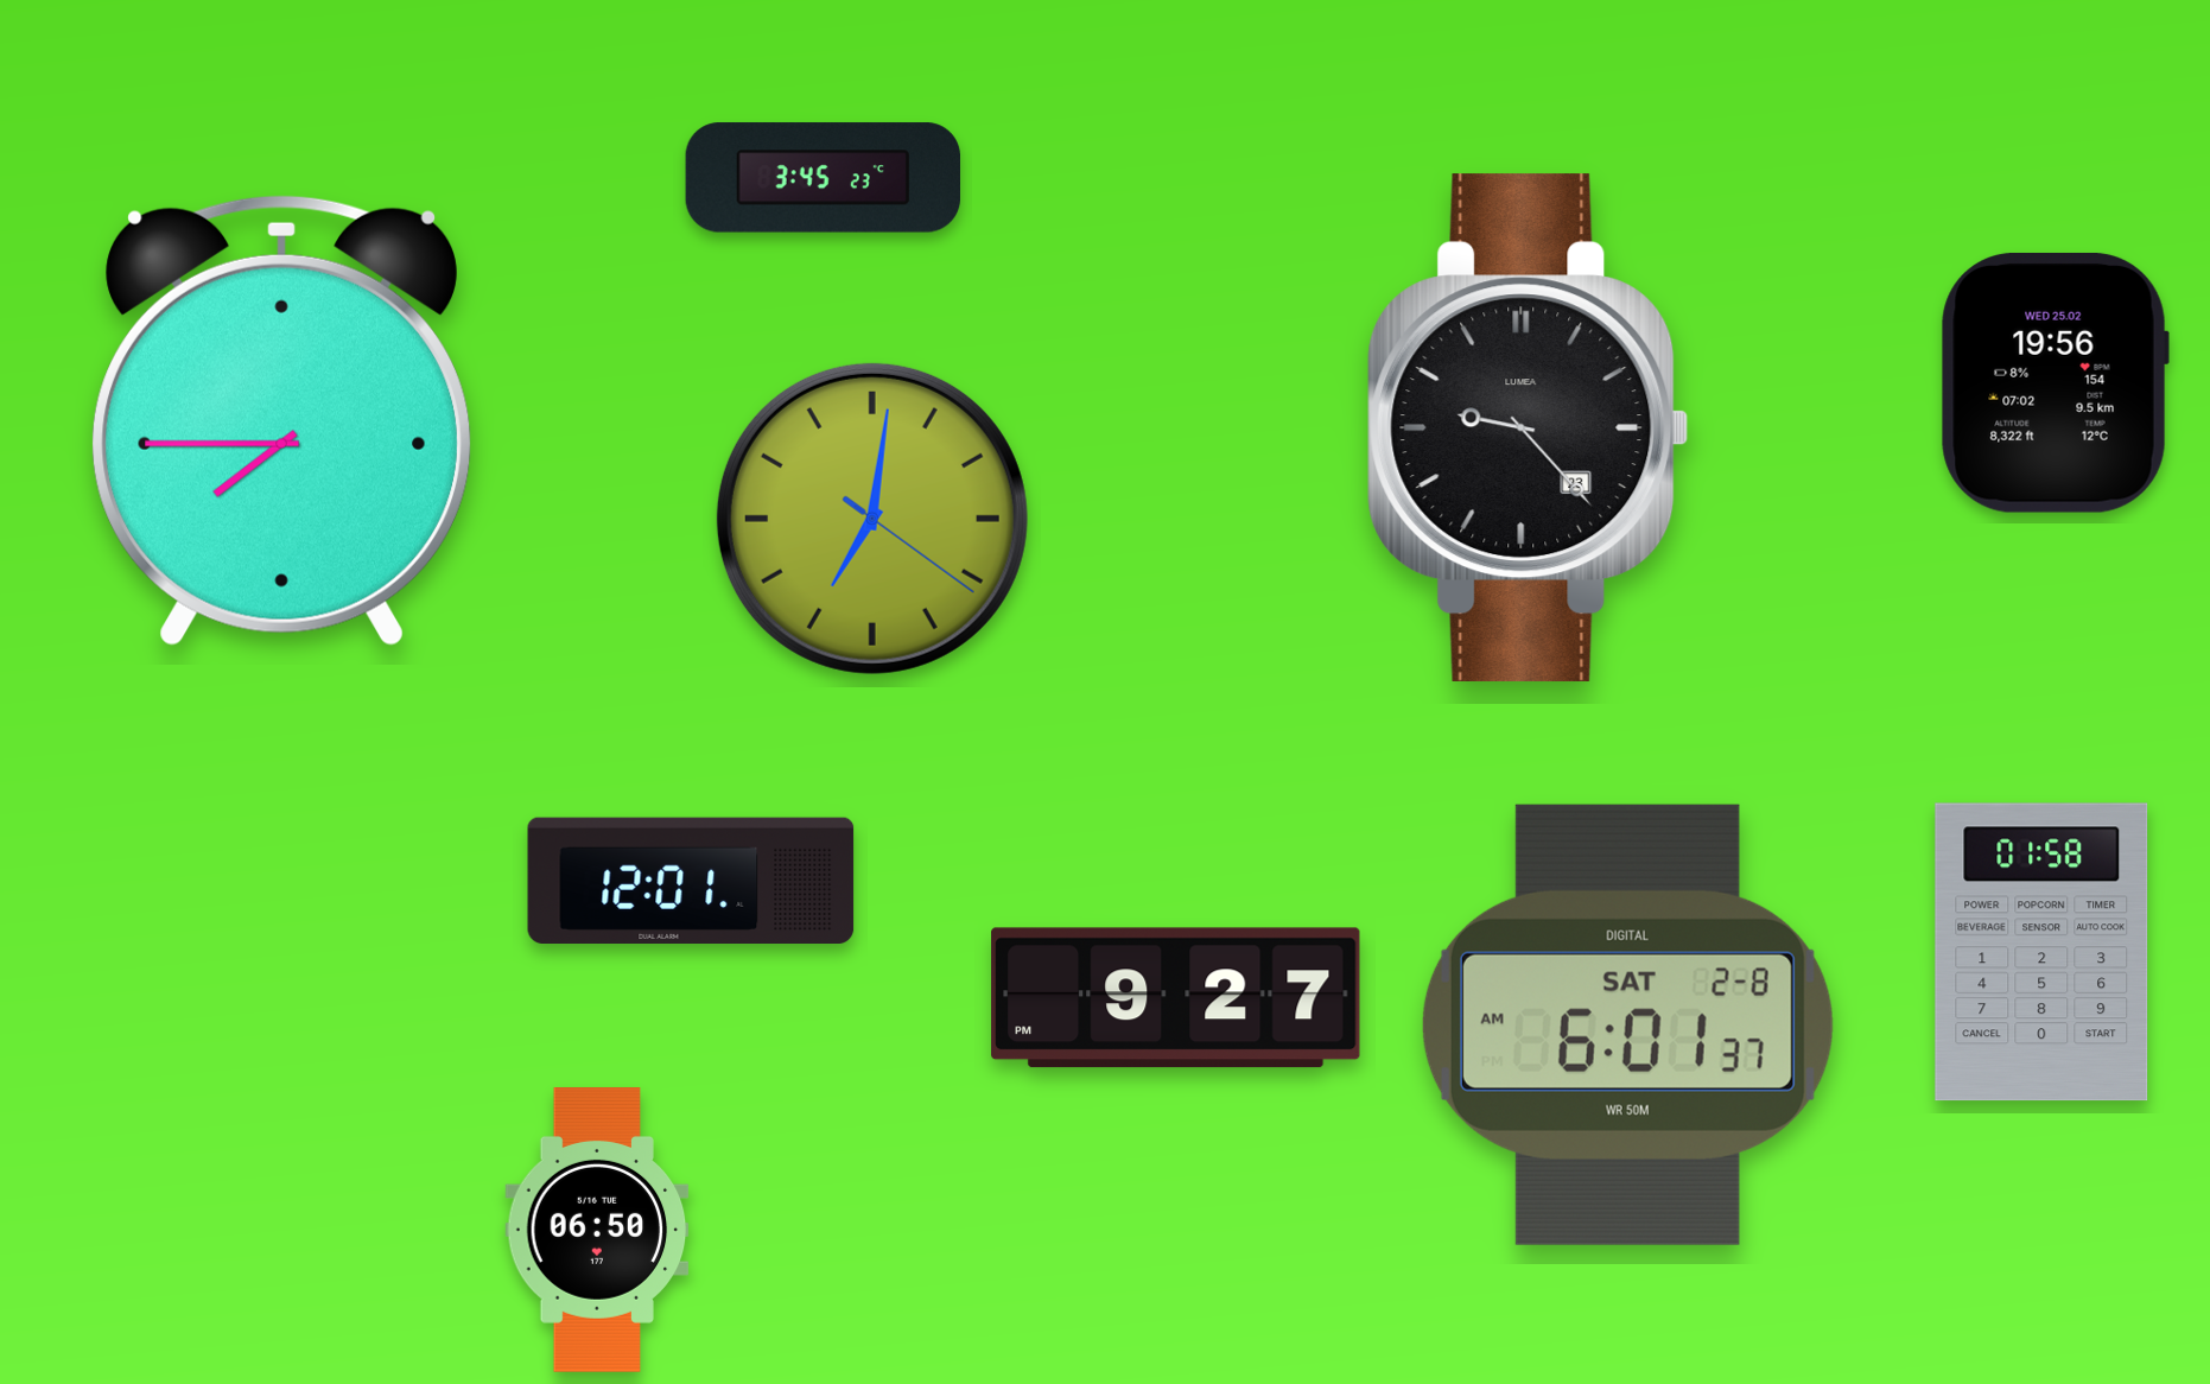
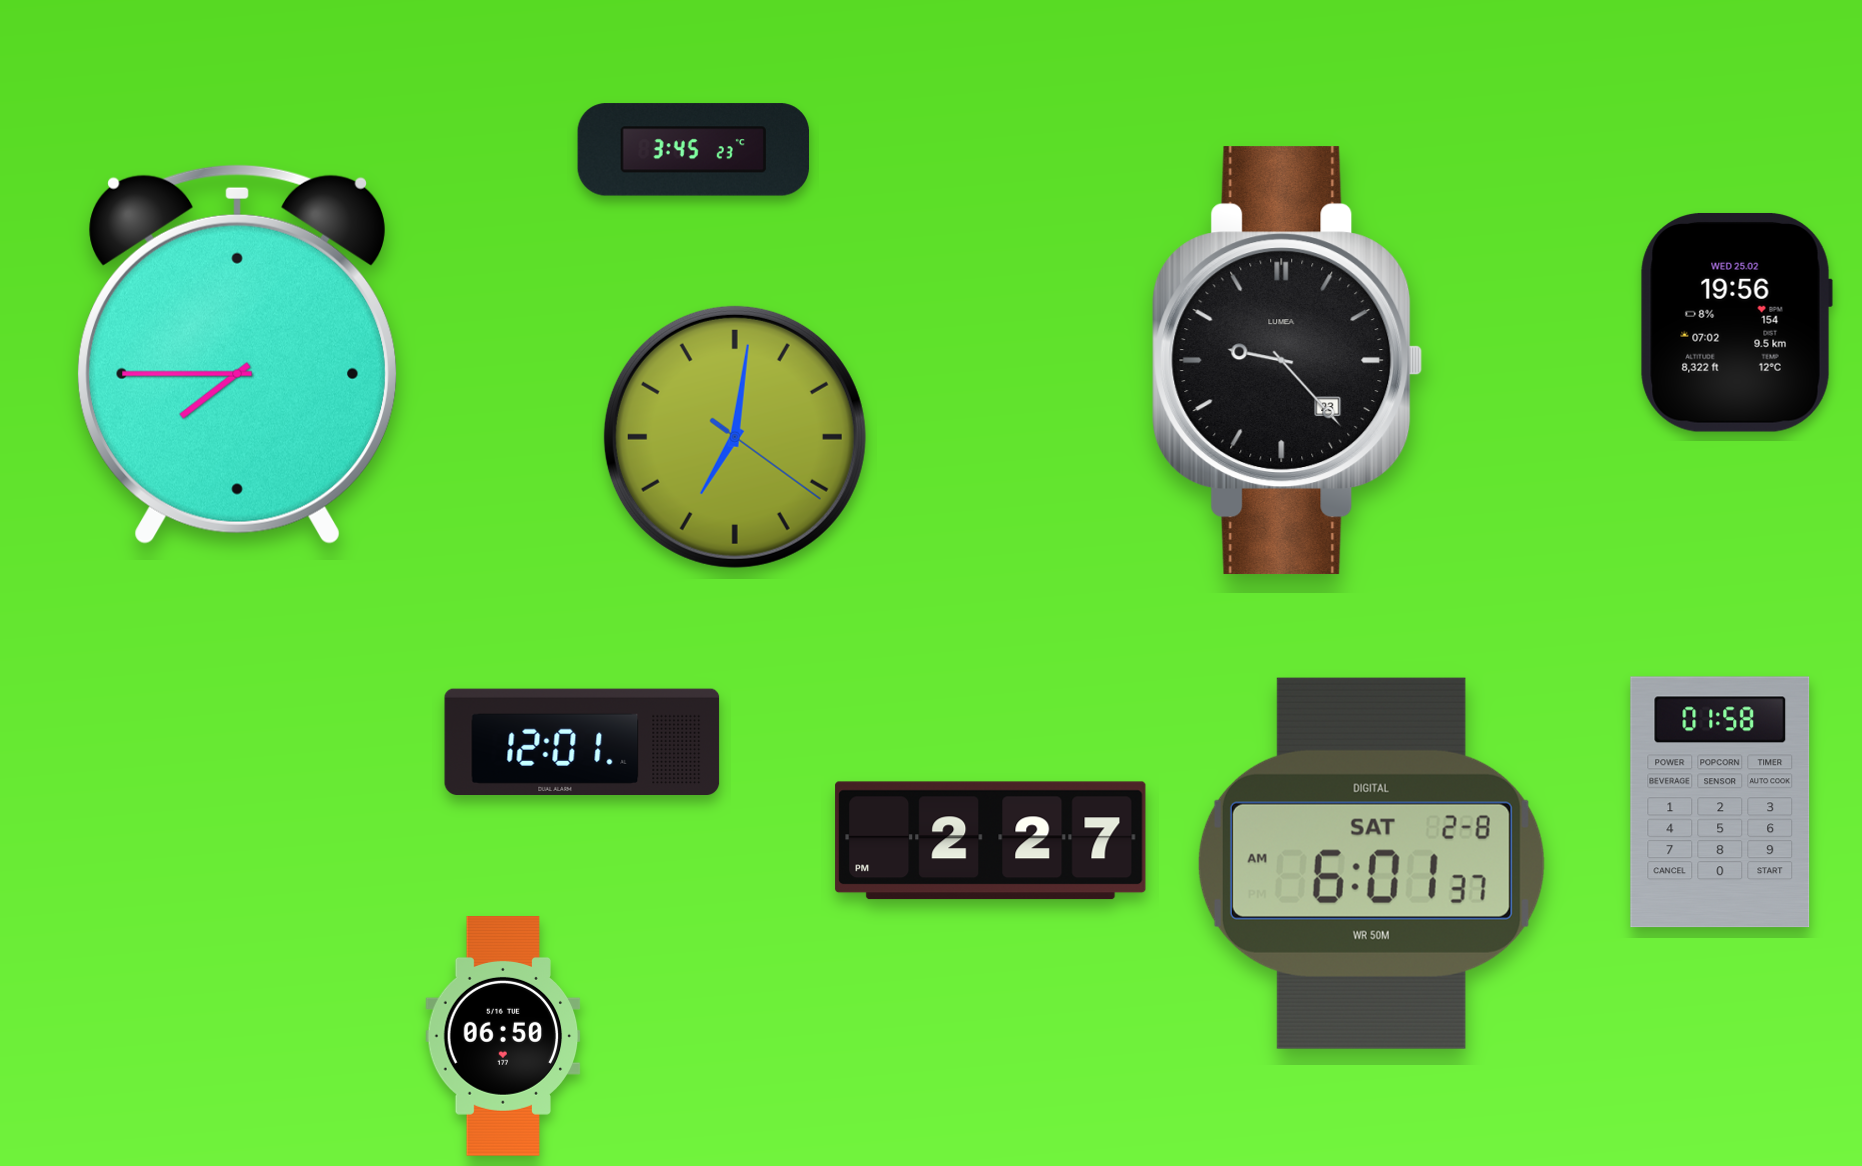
clock at (2055, 382) position: (2055, 382) -> (1736, 322)
clock at (1176, 998): 9:27 -> 2:27
